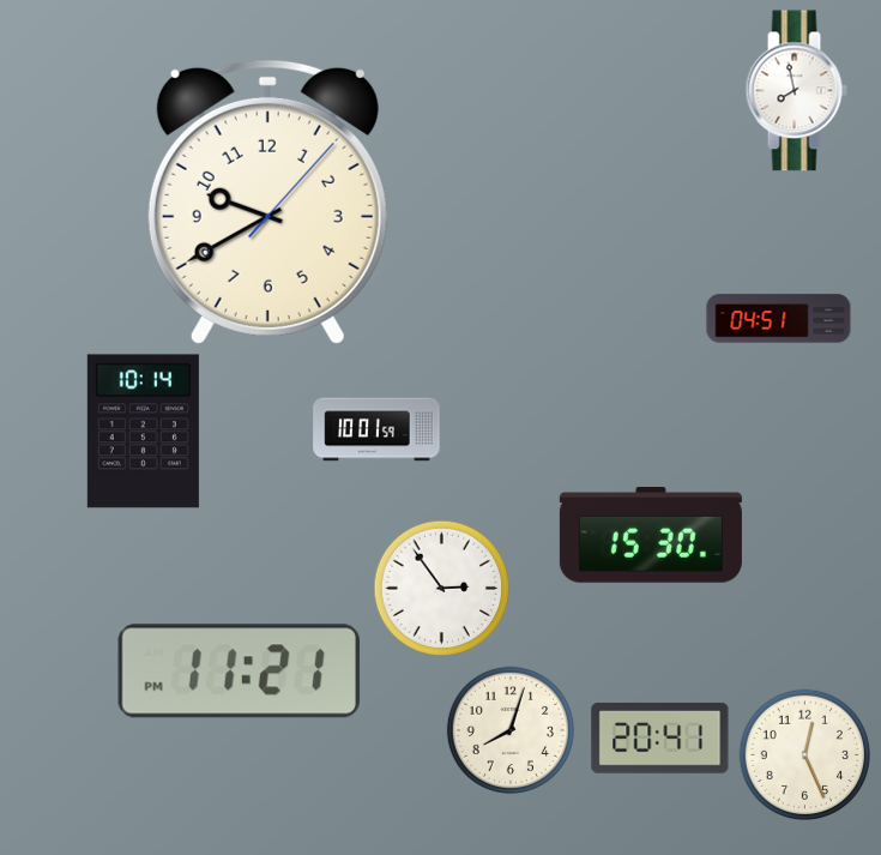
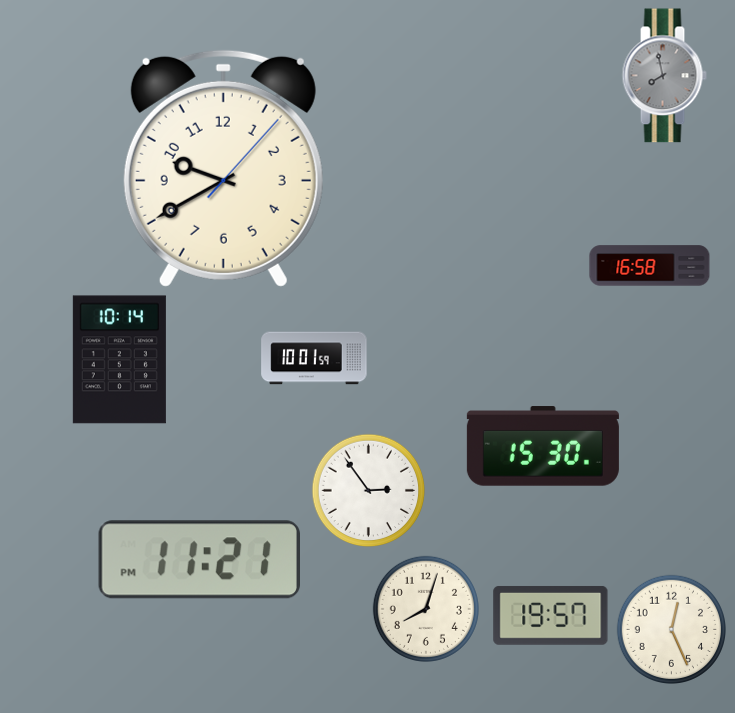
clock at (796, 91) dial: white -> grey
clock at (779, 319): 04:51 -> 16:58
clock at (660, 737): 20:41 -> 19:57
